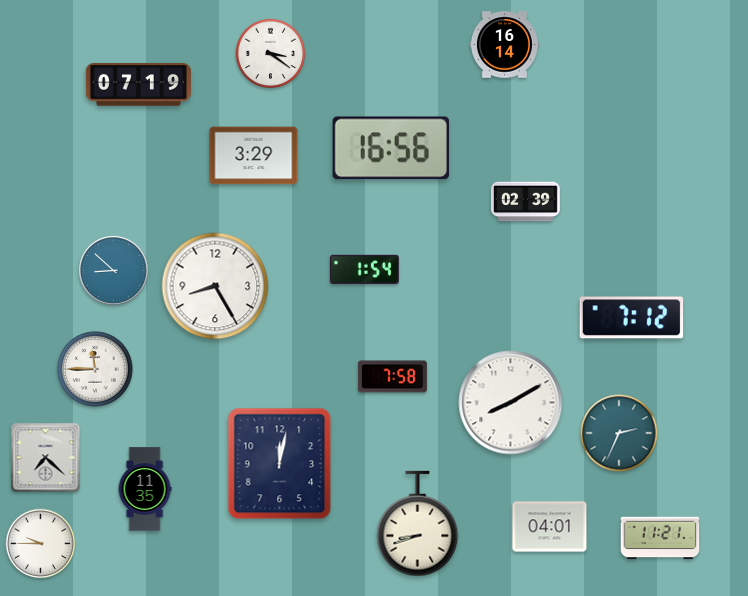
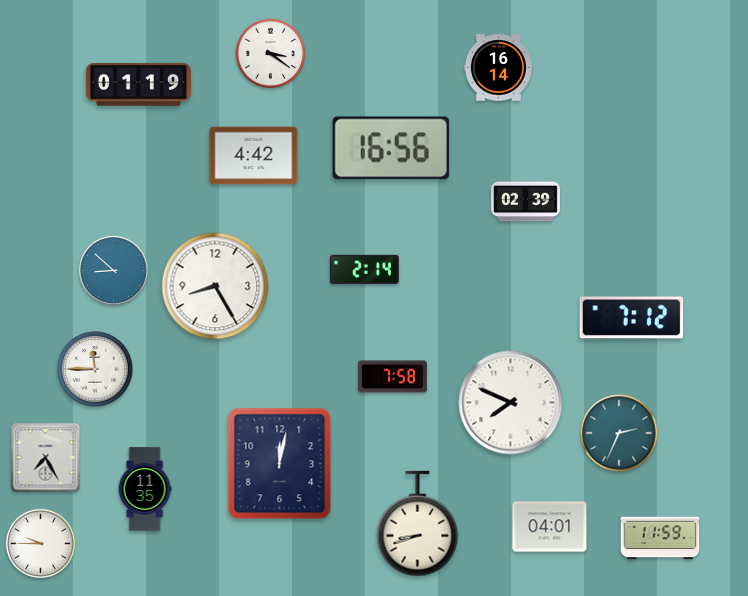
clock at (504, 45) position: (504, 45) -> (498, 68)
clock at (138, 85): 07:19 -> 01:19
clock at (254, 156): 3:29 -> 4:42
clock at (364, 269): 1:54 -> 2:14
clock at (511, 403): 8:10 -> 7:49
clock at (46, 458): 7:22 -> 7:25
clock at (660, 538): 11:21 -> 11:59
